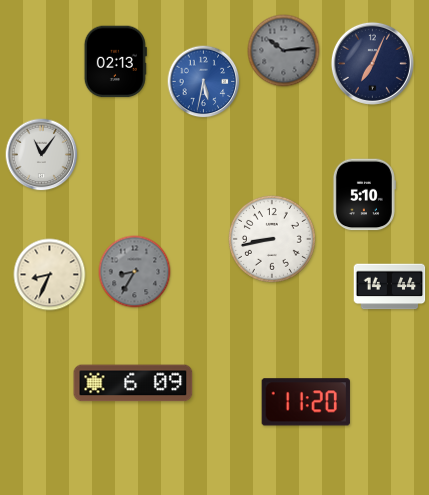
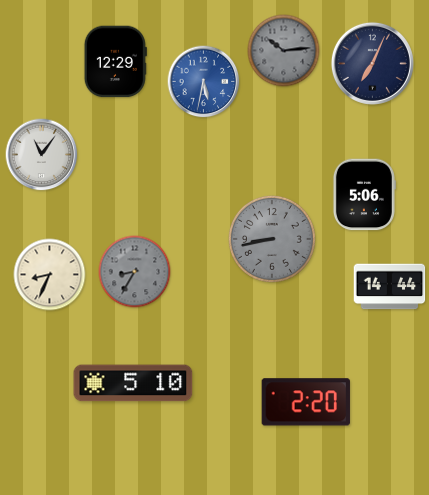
clock at (115, 62): 02:13 -> 12:29
clock at (364, 195): 5:10 -> 5:06
clock at (272, 239) dial: white -> grey
clock at (133, 383): 6:09 -> 5:10
clock at (306, 402): 11:20 -> 2:20
